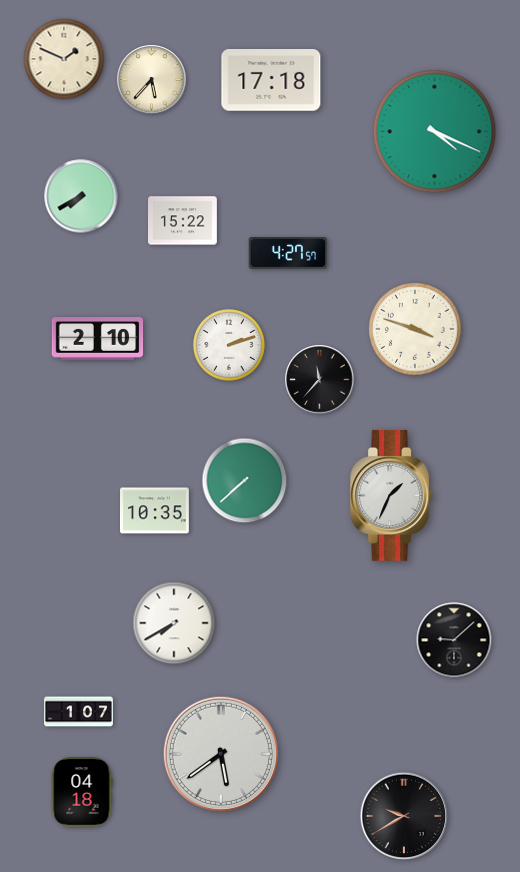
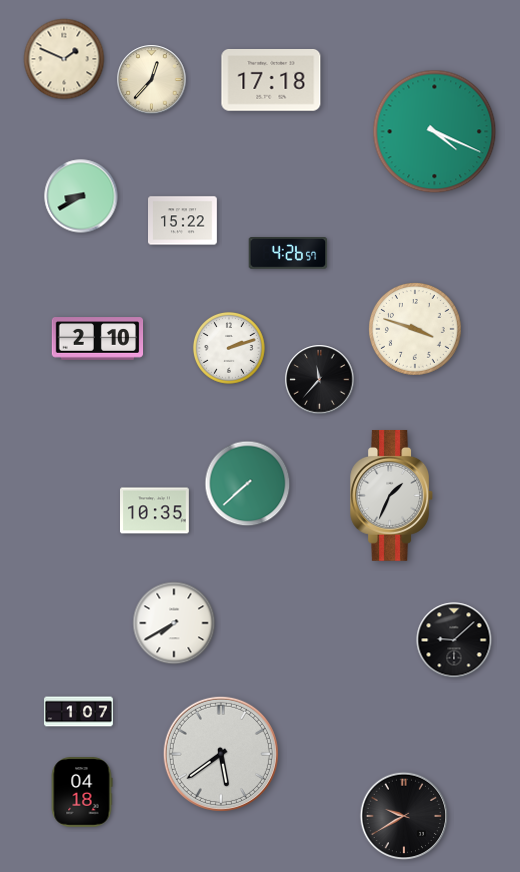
clock at (152, 80): 5:37 -> 12:37
clock at (81, 196): 7:40 -> 8:40
clock at (288, 254): 4:27 -> 4:26
clock at (229, 345) position: (229, 345) -> (229, 348)
clock at (245, 481) position: (245, 481) -> (248, 484)
